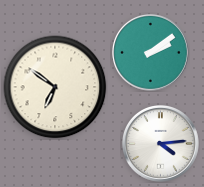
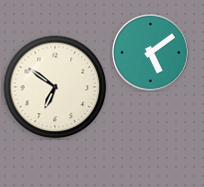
clock at (151, 53): 2:09 -> 5:09
clock at (161, 144): 4:14 -> none
